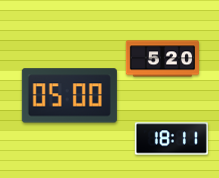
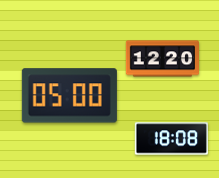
clock at (162, 59): 5:20 -> 12:20
clock at (171, 139): 18:11 -> 18:08
